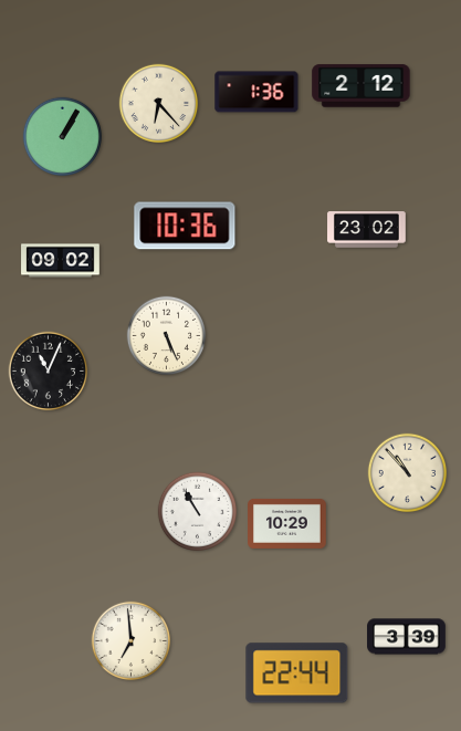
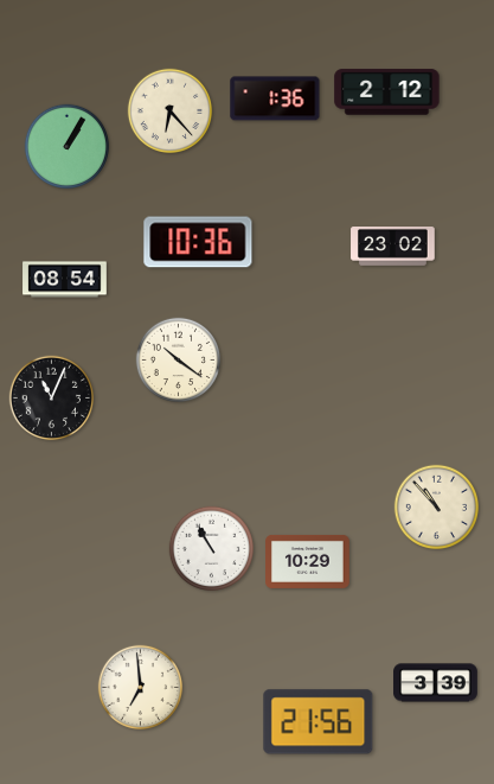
clock at (61, 261): 09:02 -> 08:54
clock at (167, 336): 5:26 -> 10:21
clock at (297, 673): 22:44 -> 21:56
